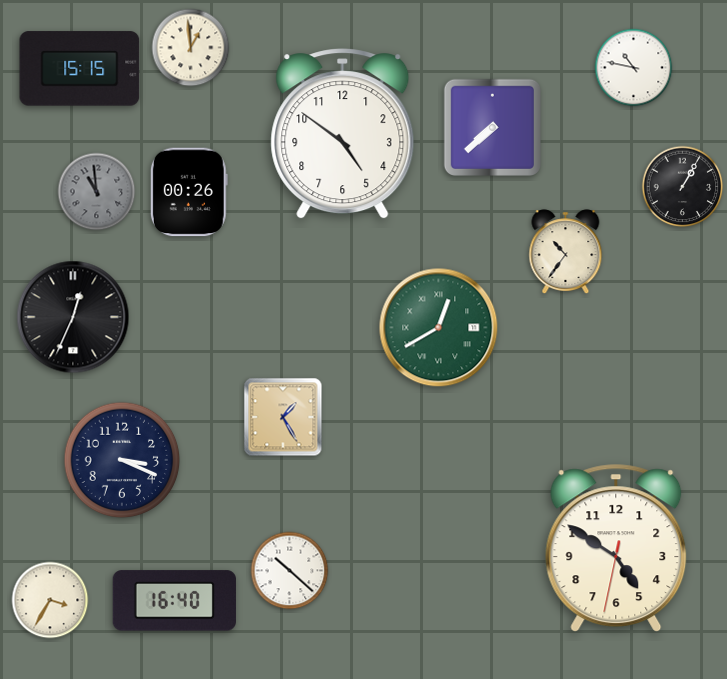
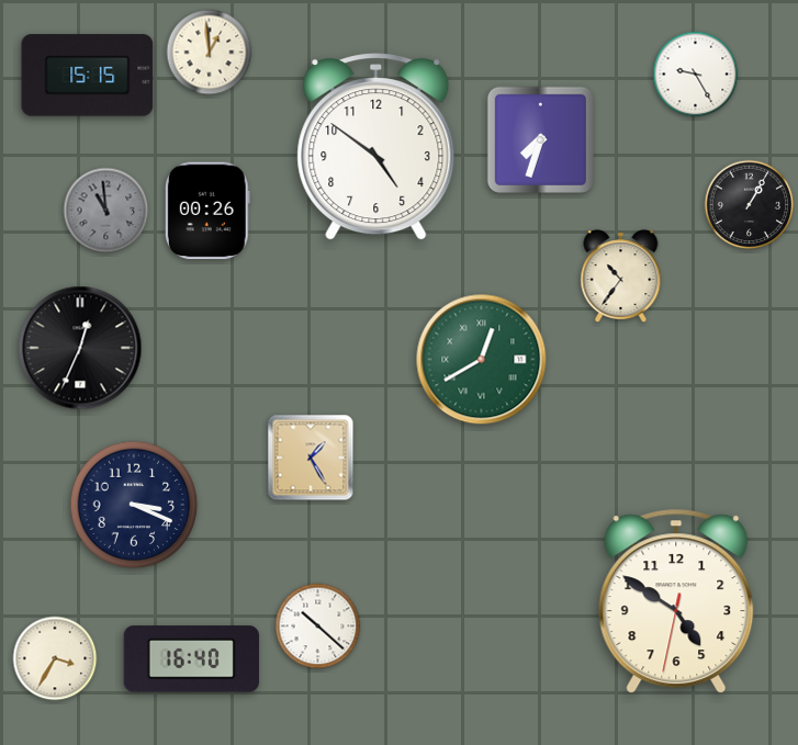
clock at (634, 68): 10:47 -> 9:25
clock at (492, 127): 7:38 -> 7:33
